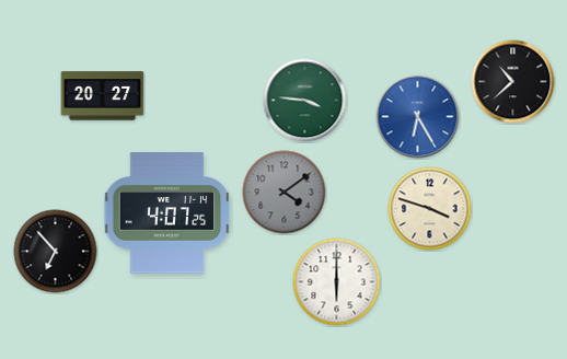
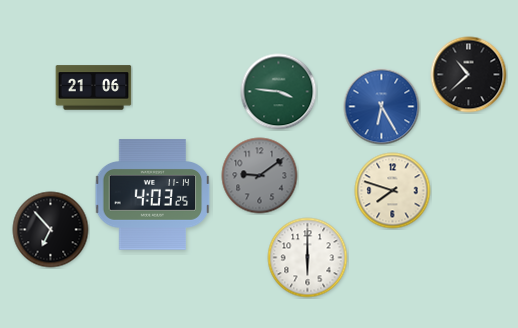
clock at (103, 96): 20:27 -> 21:06
clock at (285, 193): 4:09 -> 9:09
clock at (430, 209): 3:48 -> 7:48
clock at (167, 213): 4:07 -> 4:03
